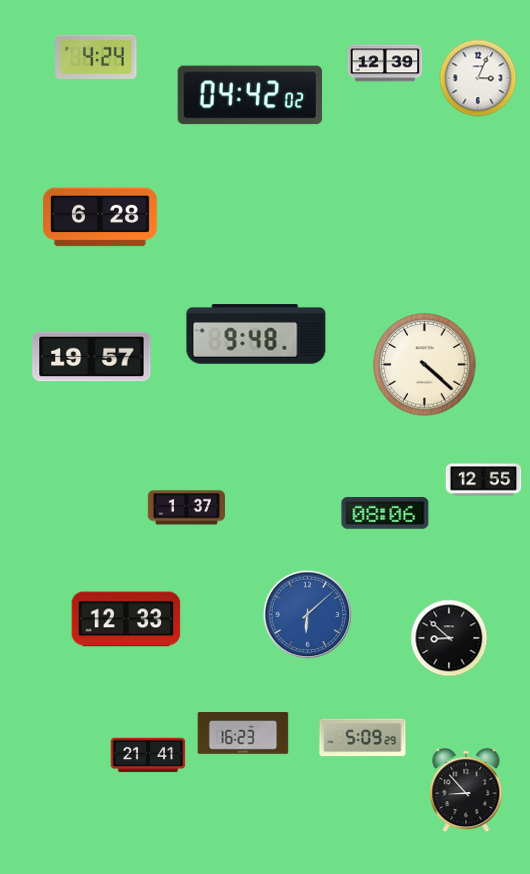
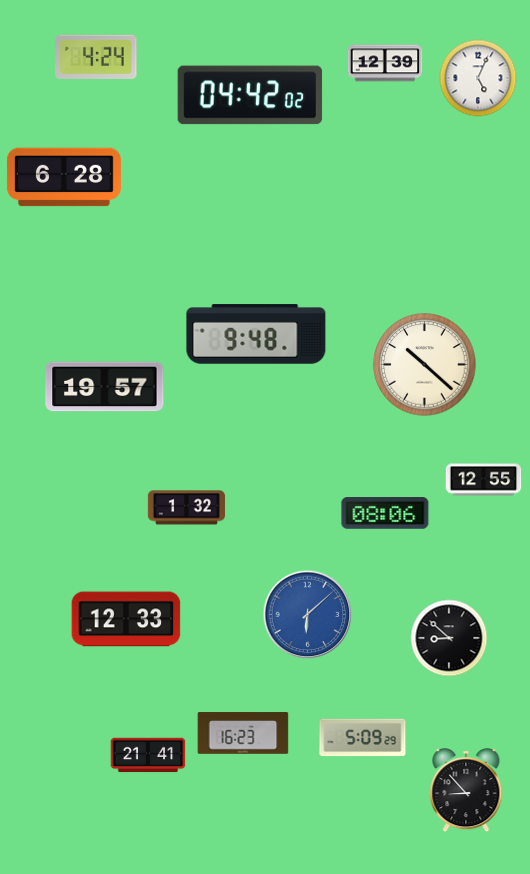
clock at (478, 78): 3:04 -> 5:04
clock at (100, 217) position: (100, 217) -> (64, 177)
clock at (92, 357) position: (92, 357) -> (105, 387)
clock at (425, 365): 4:22 -> 10:22
clock at (186, 508): 1:37 -> 1:32
